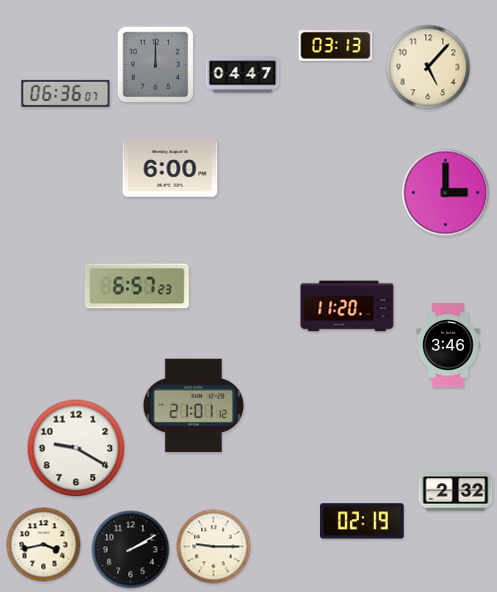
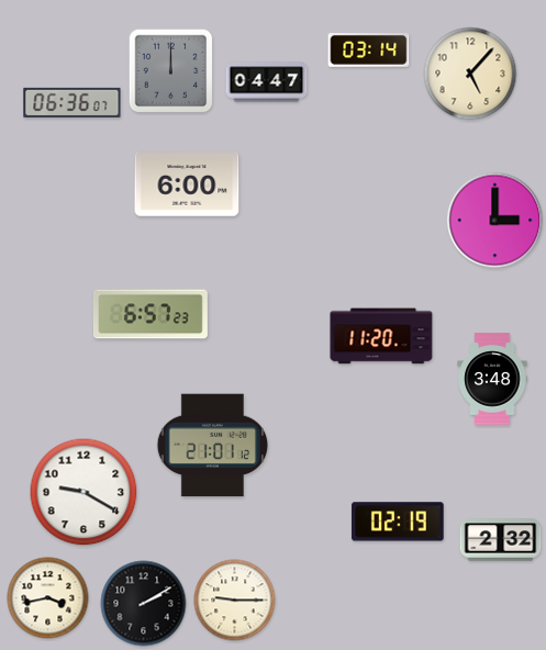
clock at (336, 46): 03:13 -> 03:14
clock at (446, 193) position: (446, 193) -> (495, 221)
clock at (448, 345): 3:46 -> 3:48
clock at (362, 521) position: (362, 521) -> (398, 522)
